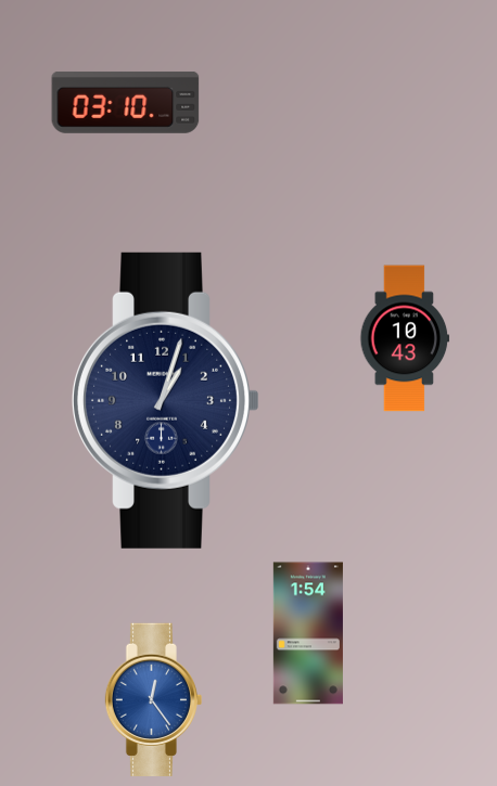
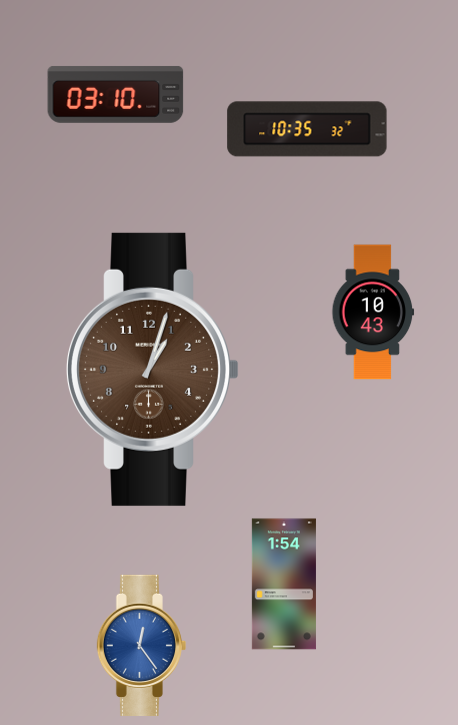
clock at (307, 129): none -> 10:35
clock at (166, 400) dial: navy -> brown
